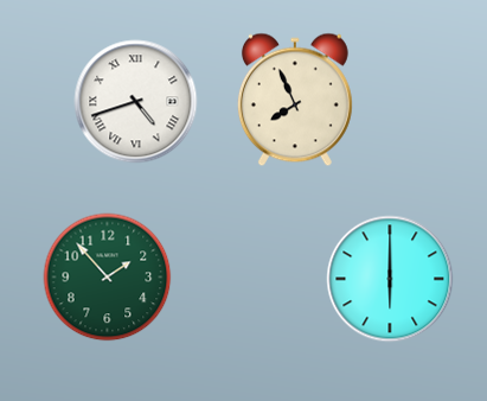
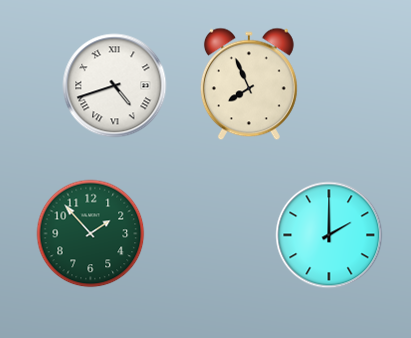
clock at (390, 279): 6:00 -> 2:00
